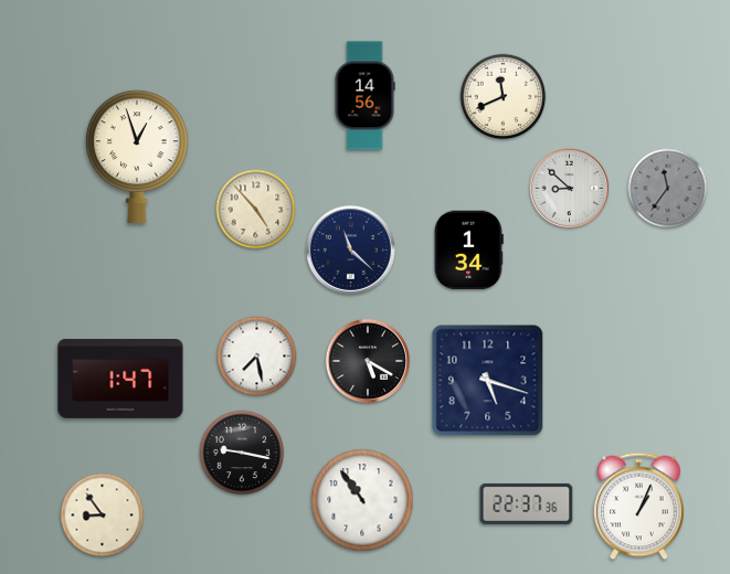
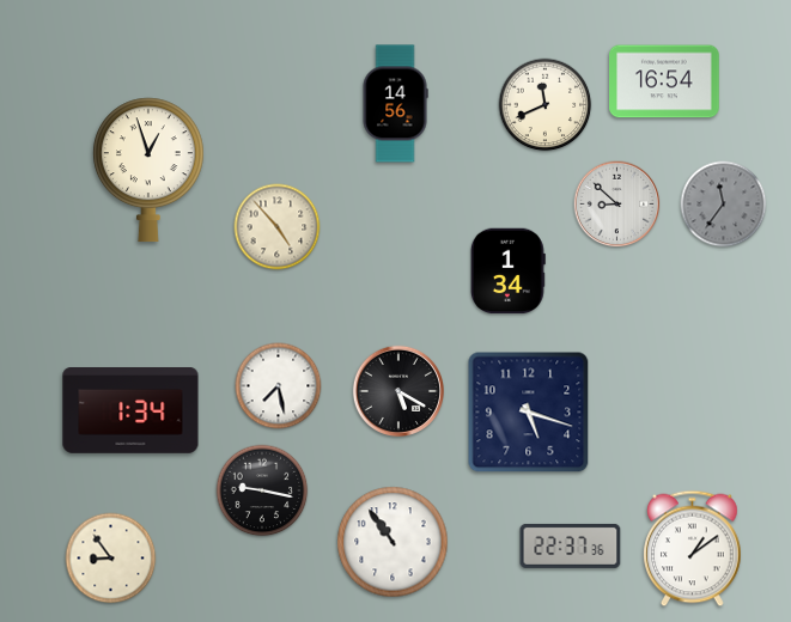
clock at (665, 81): none -> 16:54
clock at (350, 249): 11:22 -> none
clock at (120, 380): 1:47 -> 1:34
clock at (639, 507): 1:04 -> 1:09
